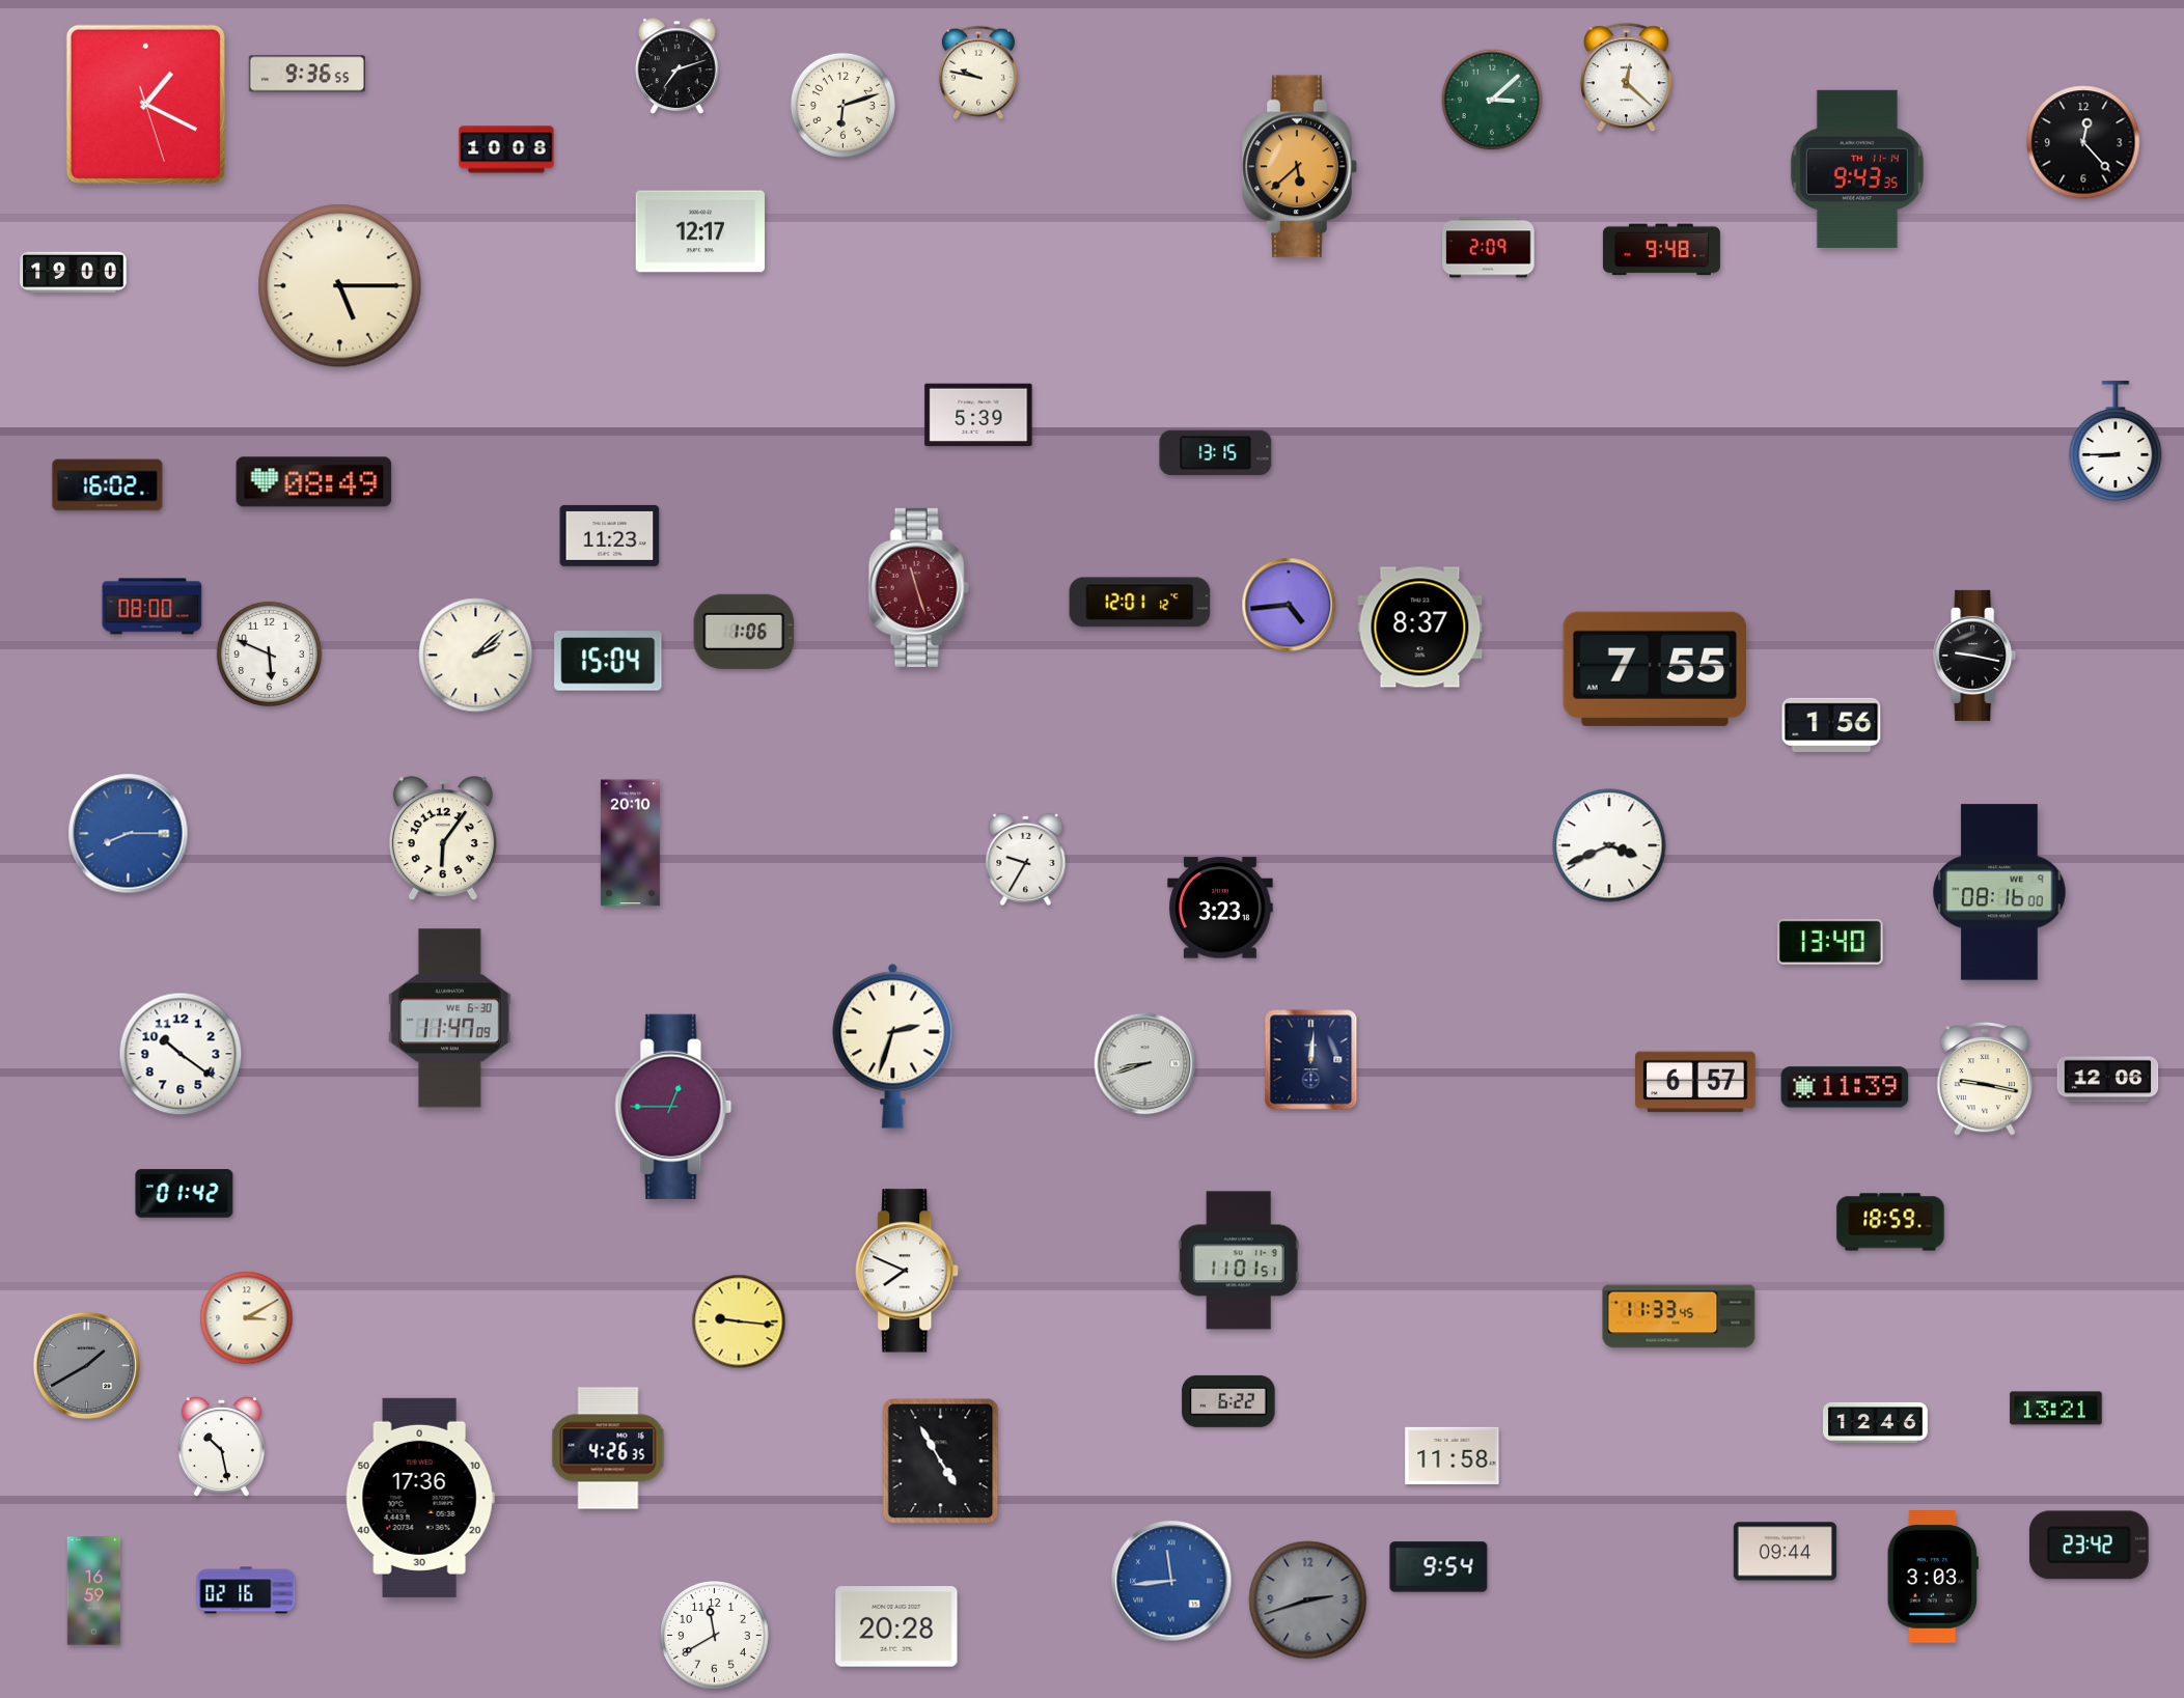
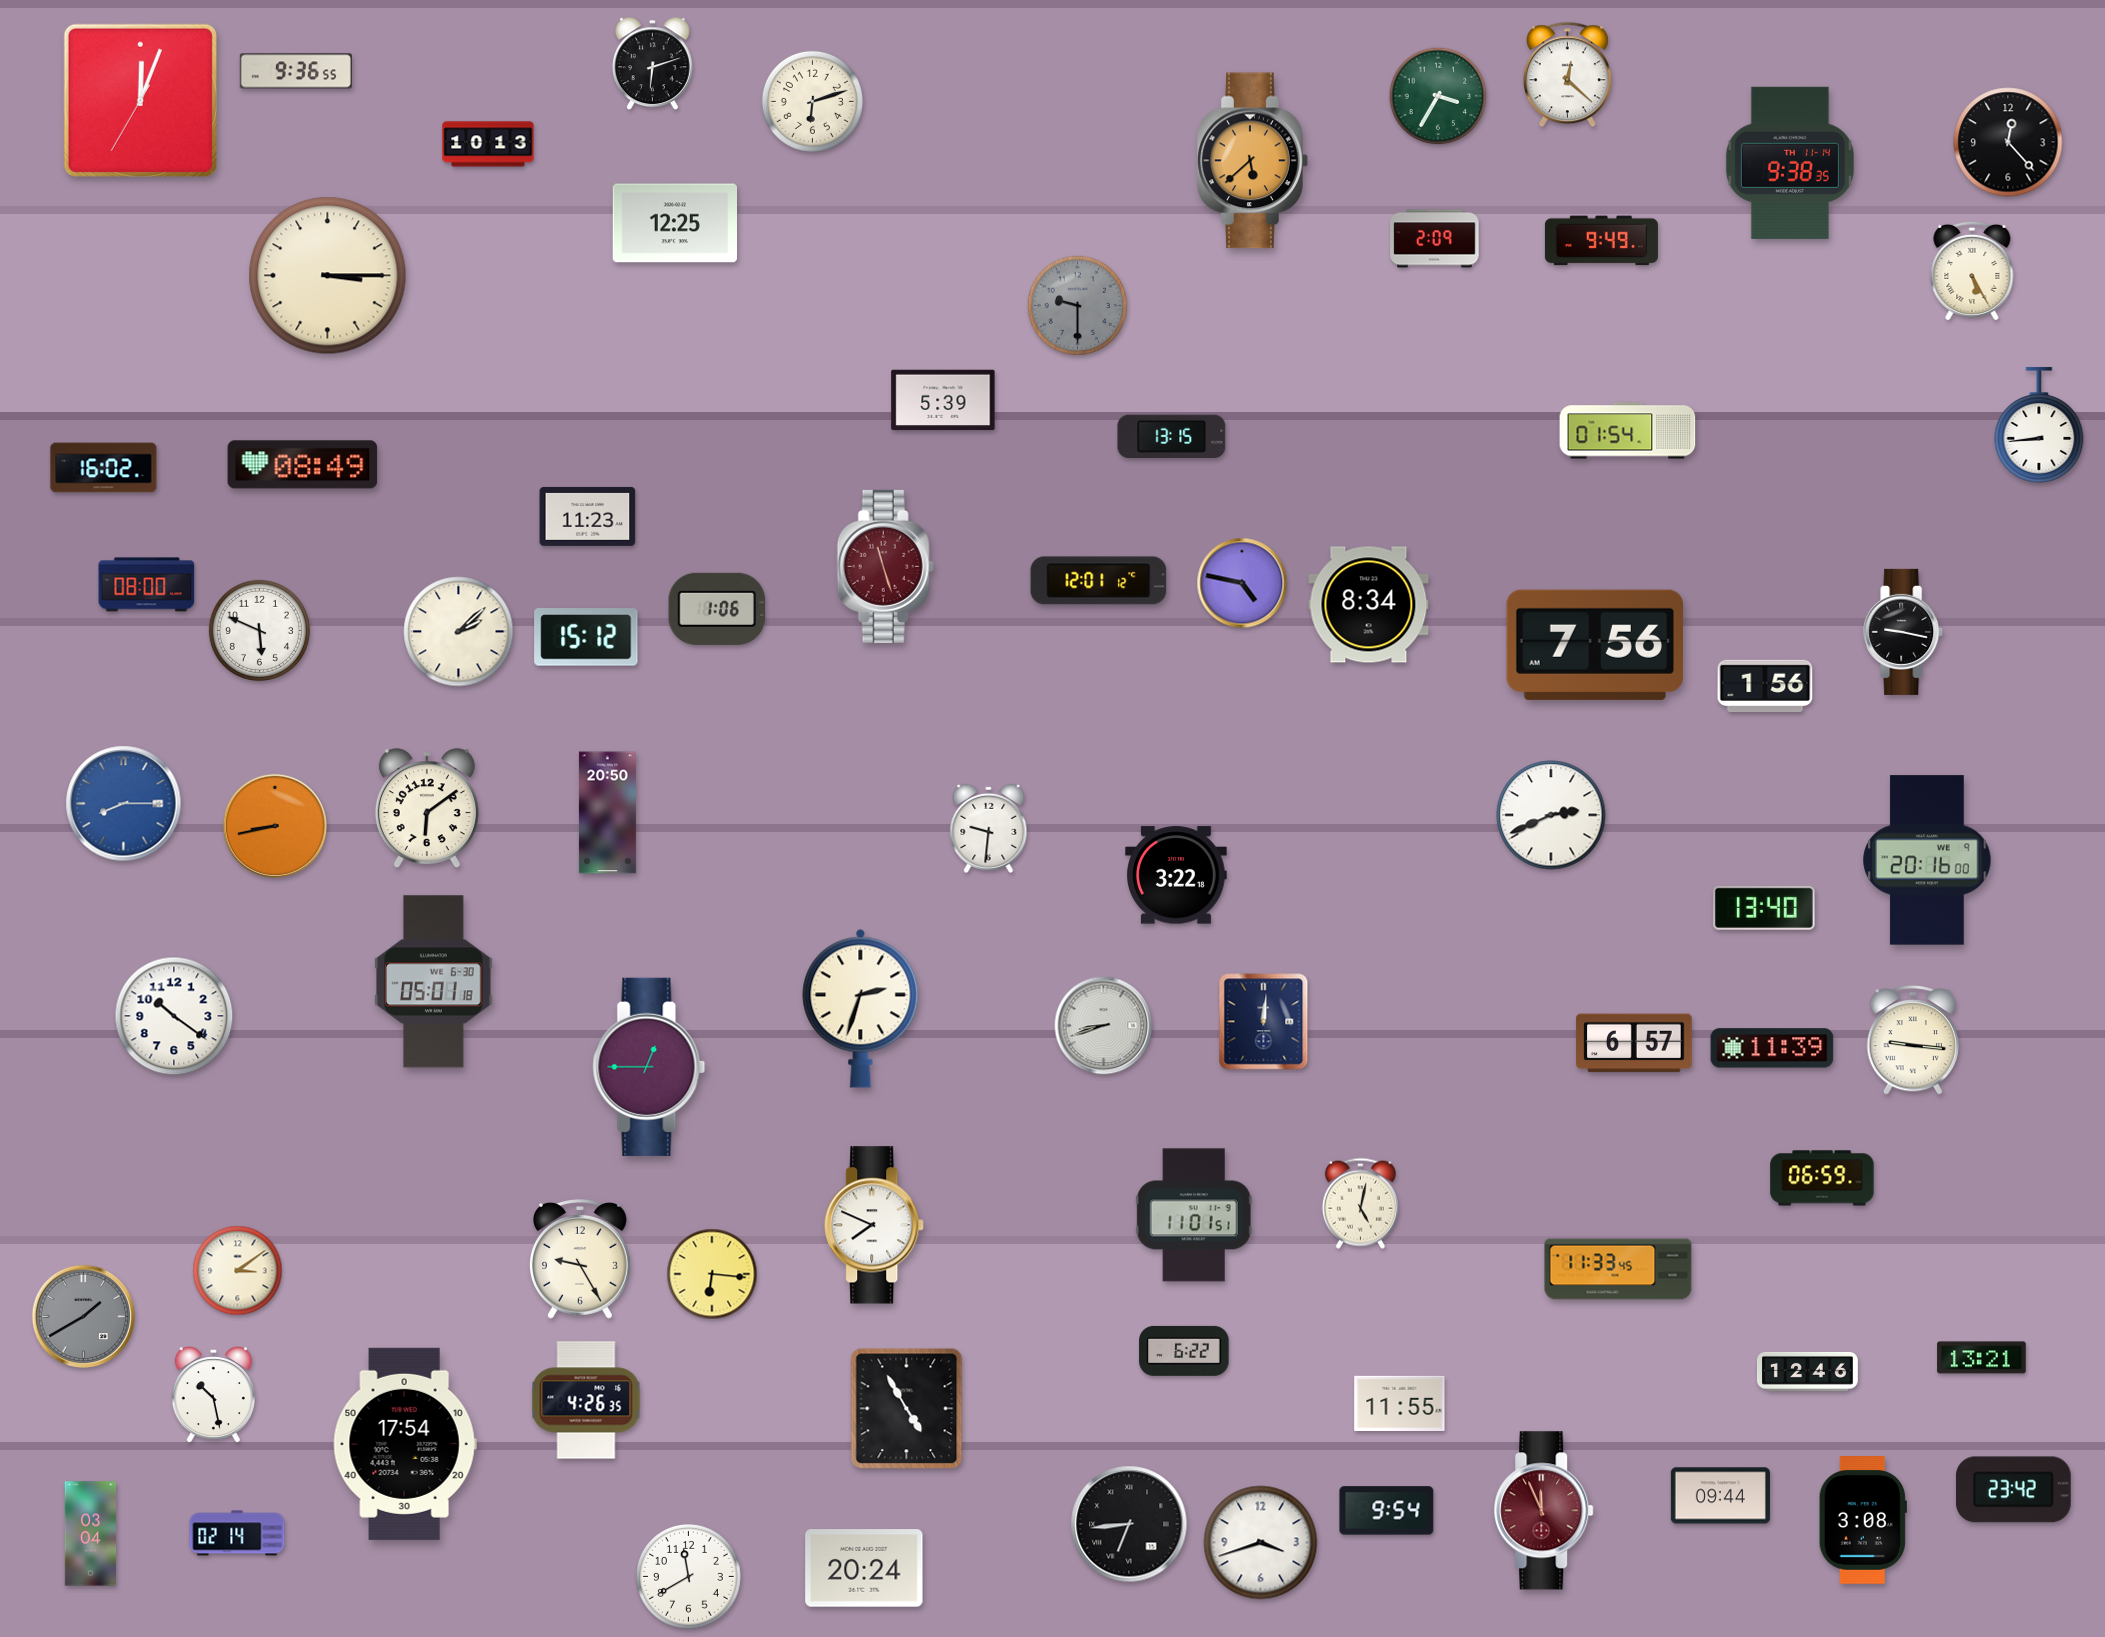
clock at (678, 66): 7:12 -> 6:12
clock at (978, 73): 9:47 -> none
clock at (1492, 100): 3:08 -> 3:35
clock at (145, 104): 1:19 -> 12:03
clock at (2083, 142) position: (2083, 142) -> (2008, 142)
clock at (506, 149): 10:08 -> 10:13
clock at (1857, 169): 9:43 -> 9:38
clock at (699, 231): 12:17 -> 12:25
clock at (1661, 250): 9:48 -> 9:49
clock at (74, 273): 19:00 -> none
clock at (1972, 271): none -> 5:25
clock at (340, 286): 5:15 -> 3:15
clock at (1078, 306): none -> 9:30
clock at (2116, 441): 8:45 -> 8:44
clock at (1628, 431): none -> 01:54
clock at (1289, 605): 4:44 -> 4:47
clock at (1420, 628): 8:37 -> 8:34
clock at (608, 661): 15:04 -> 15:12
clock at (1654, 669): 7:55 -> 7:56
clock at (1831, 725) position: (1831, 725) -> (1765, 686)
clock at (443, 839): 6:06 -> 6:09
clock at (630, 843): 20:10 -> 20:50
clock at (1609, 845): 3:41 -> 2:41
clock at (274, 825): none -> 8:43
clock at (1026, 859): 9:35 -> 9:31
clock at (1999, 892): 08:16 -> 20:16
clock at (1220, 908): 3:23 -> 3:22
clock at (450, 1019): 11:47 -> 05:01
clock at (1984, 1079): 9:17 -> 9:16
clock at (2108, 1080): 12:06 -> none
clock at (1845, 1087) position: (1845, 1087) -> (1772, 1048)
clock at (185, 1194): 01:42 -> none
clock at (1890, 1222): 18:59 -> 06:59
clock at (1360, 1203): none -> 5:02
clock at (580, 1260): none -> 9:25
clock at (247, 1318): 3:10 -> 3:09
clock at (739, 1321): 9:16 -> 6:16
clock at (608, 1448) position: (608, 1448) -> (586, 1400)
clock at (1453, 1455): 11:58 -> 11:55
clock at (420, 1498): 17:36 -> 17:54
clock at (1544, 1511): none -> 11:56
clock at (1933, 1578): 3:03 -> 3:08
clock at (1171, 1581): 11:44 -> 6:44
clock at (1171, 1581) dial: blue -> black
clock at (246, 1590): 02:16 -> 02:14
clock at (94, 1591): 16:59 -> 03:04
clock at (1308, 1600): 2:42 -> 3:42
clock at (1308, 1600) dial: grey -> white
clock at (896, 1626): 20:28 -> 20:24
